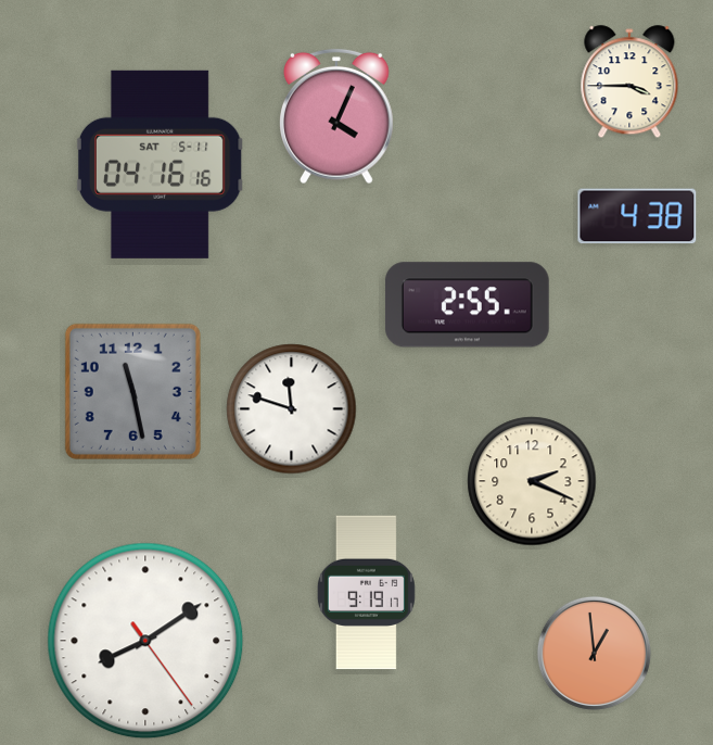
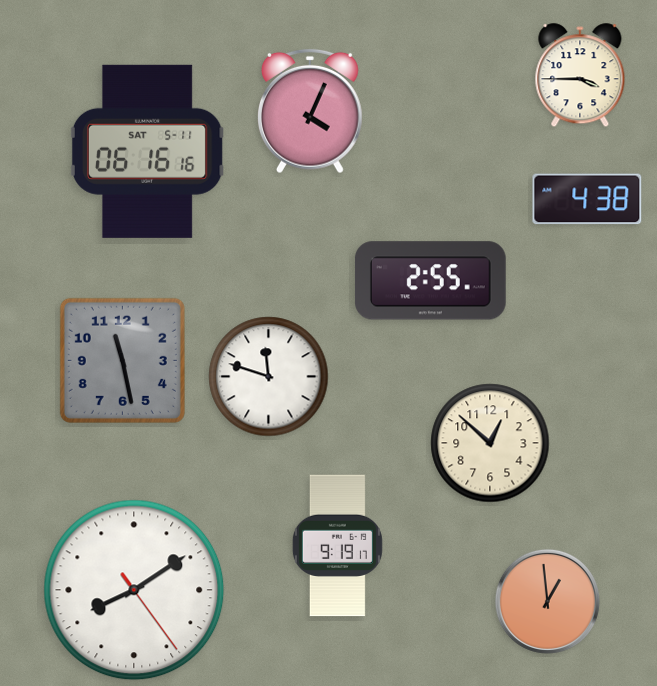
clock at (338, 116) position: (338, 116) -> (311, 111)
clock at (161, 164): 04:16 -> 06:16
clock at (532, 481): 2:19 -> 12:52
